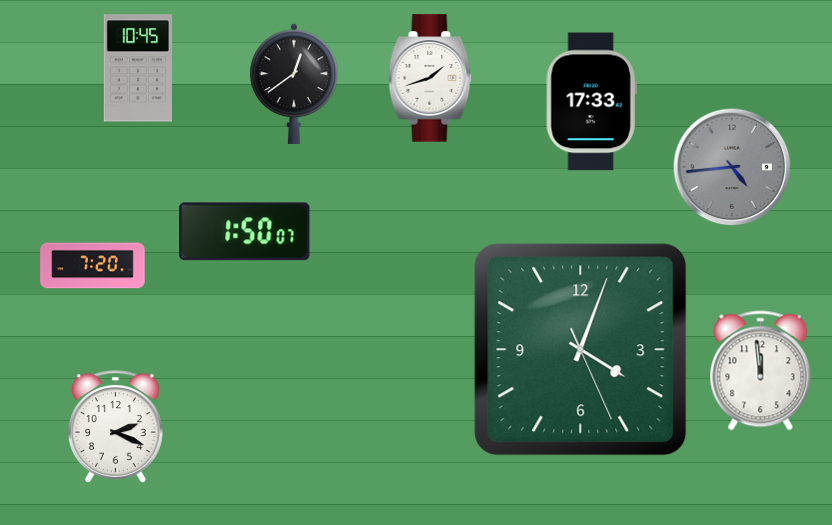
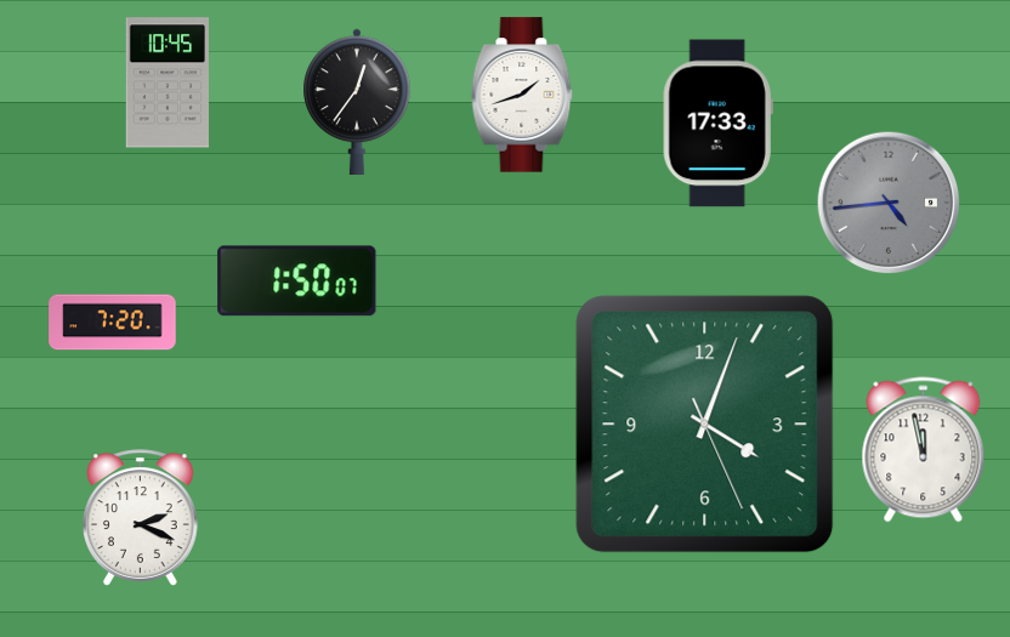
clock at (294, 84): 12:39 -> 12:36
clock at (761, 371): 11:59 -> 11:58
